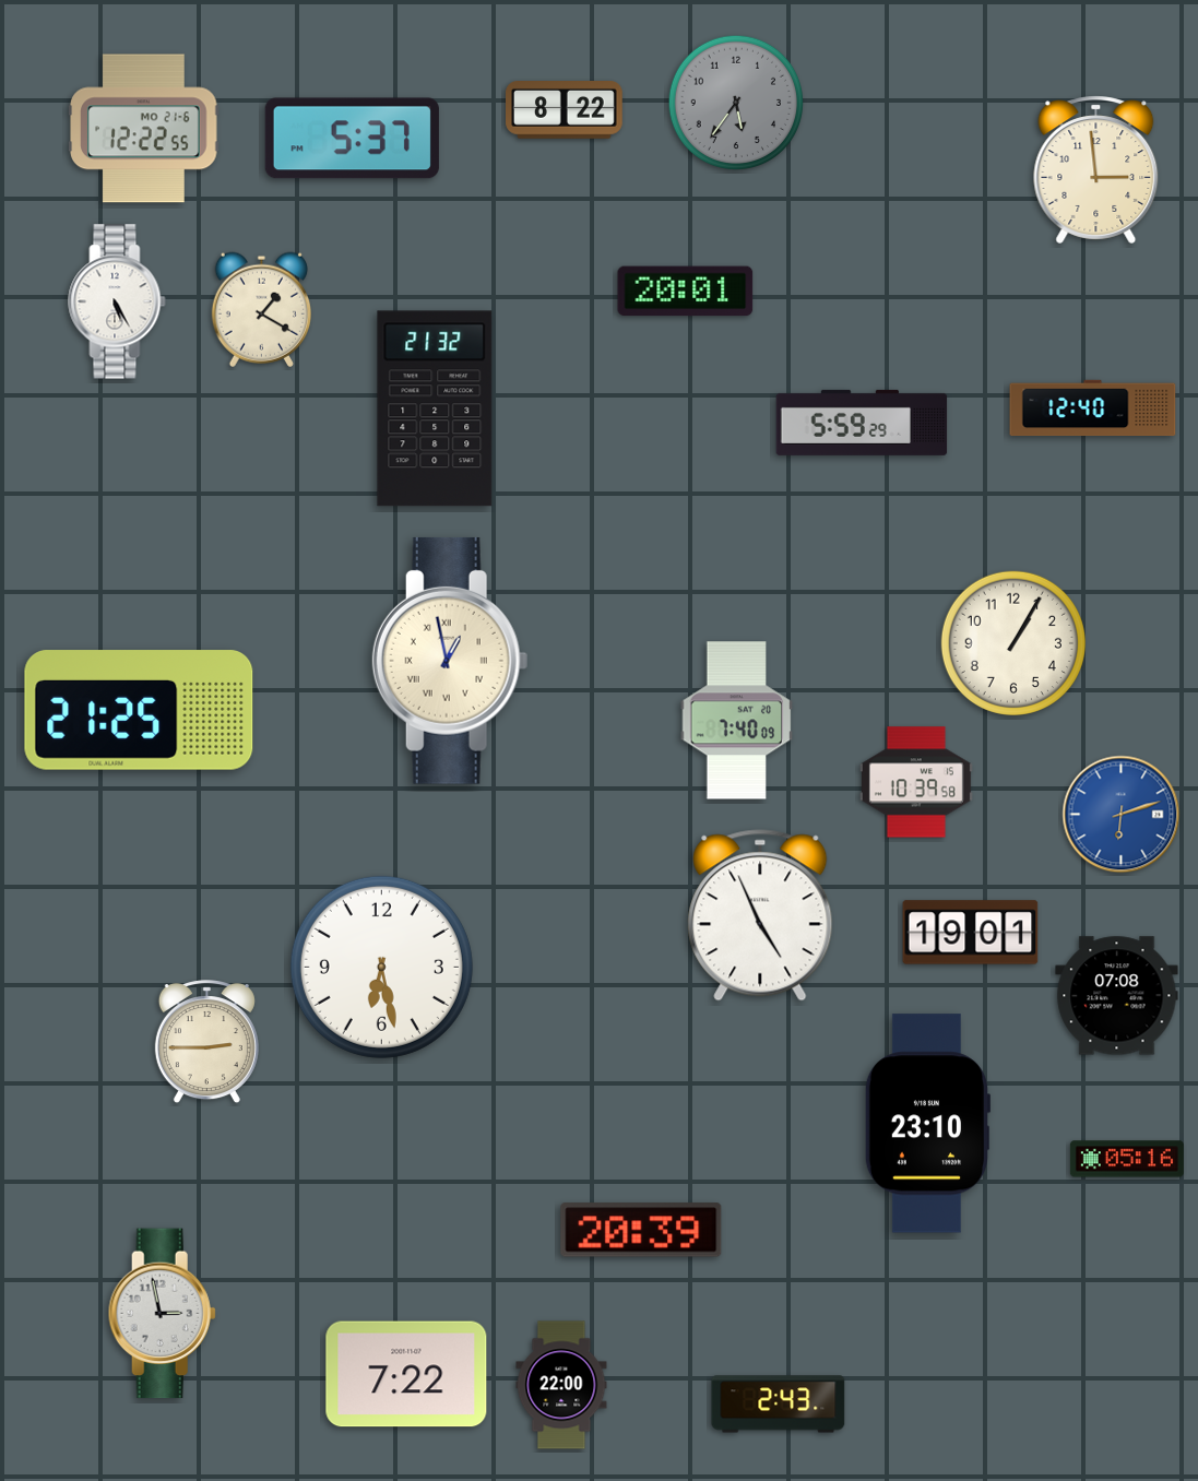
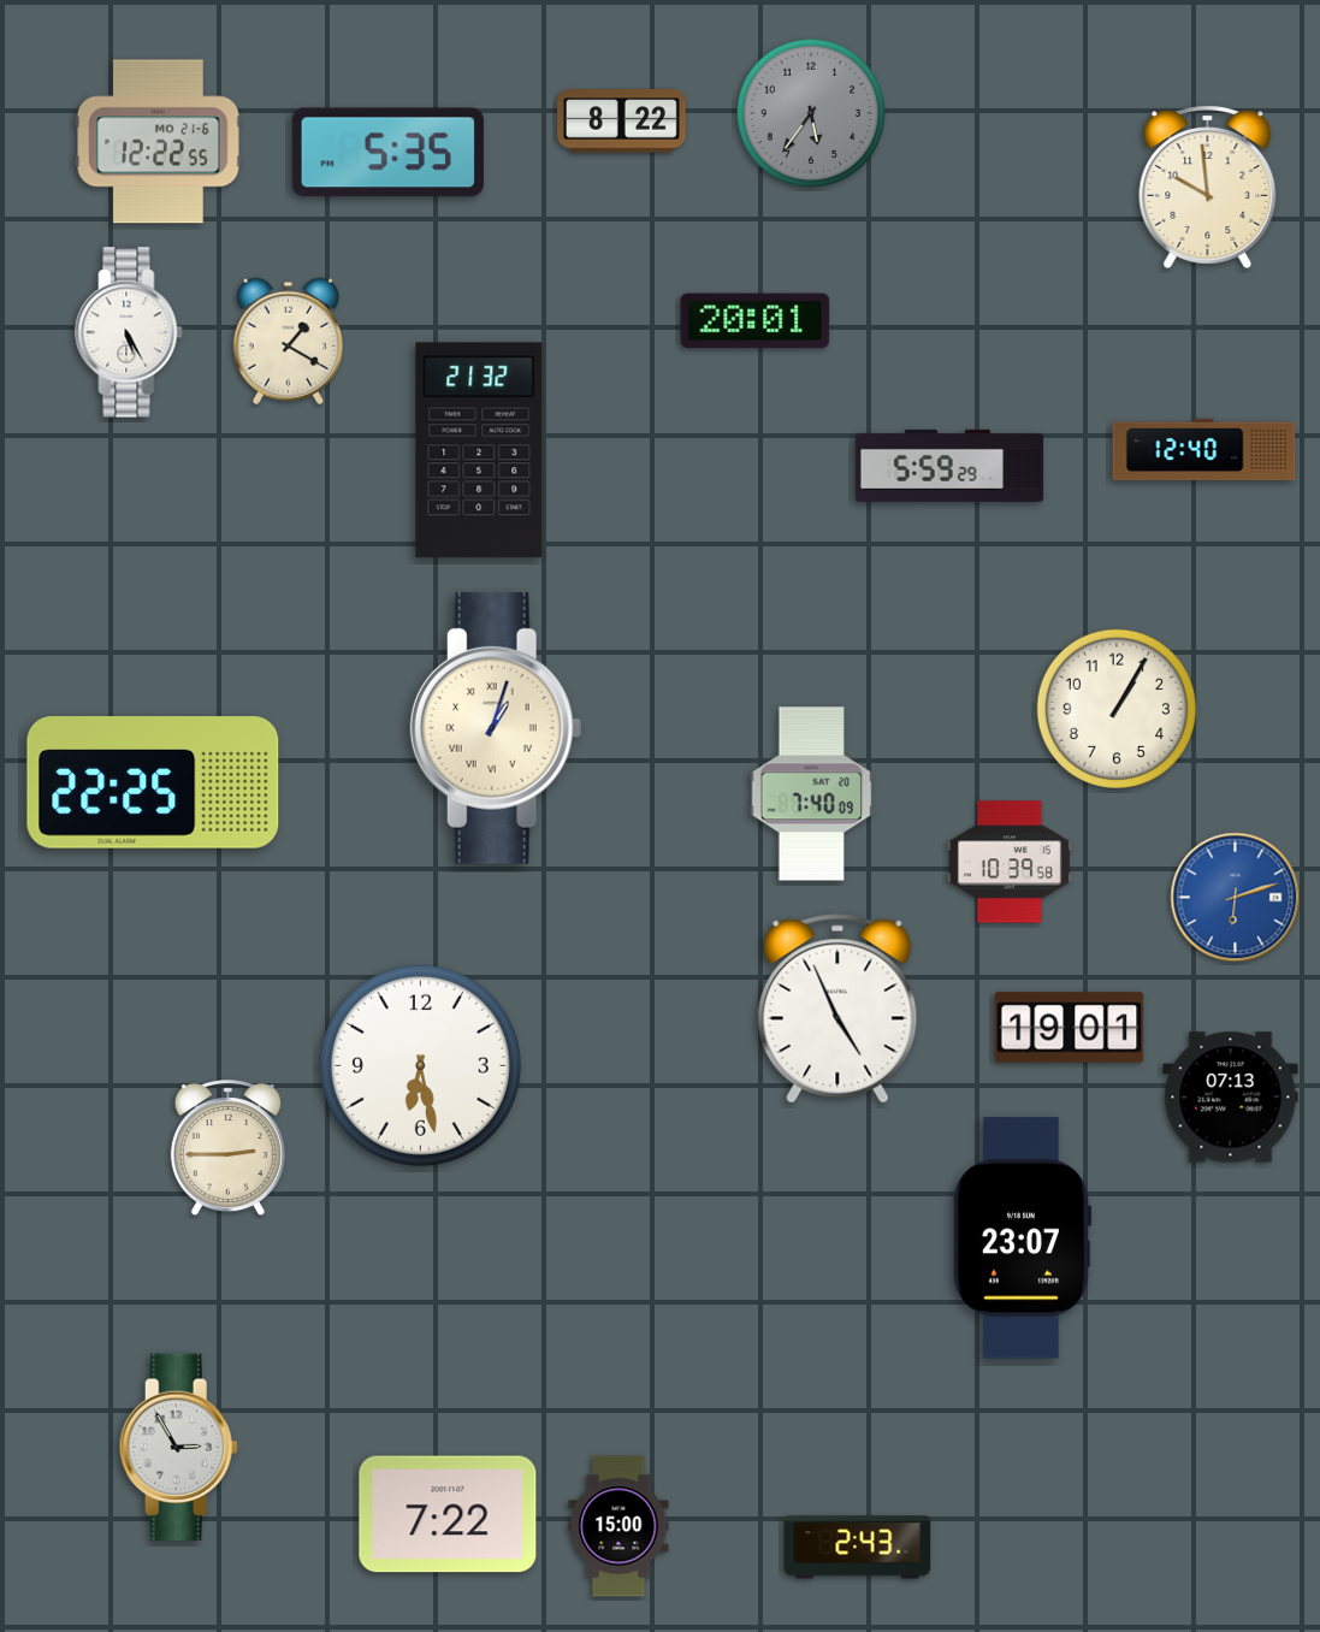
clock at (352, 139): 5:37 -> 5:35
clock at (1096, 169): 2:59 -> 9:59
clock at (450, 661): 12:58 -> 1:03
clock at (139, 710): 21:25 -> 22:25
clock at (1117, 996): 07:08 -> 07:13
clock at (927, 1124): 23:10 -> 23:07
clock at (1127, 1159): 05:16 -> none
clock at (641, 1230): 20:39 -> none
clock at (162, 1314): 2:58 -> 2:55
clock at (561, 1385): 22:00 -> 15:00
